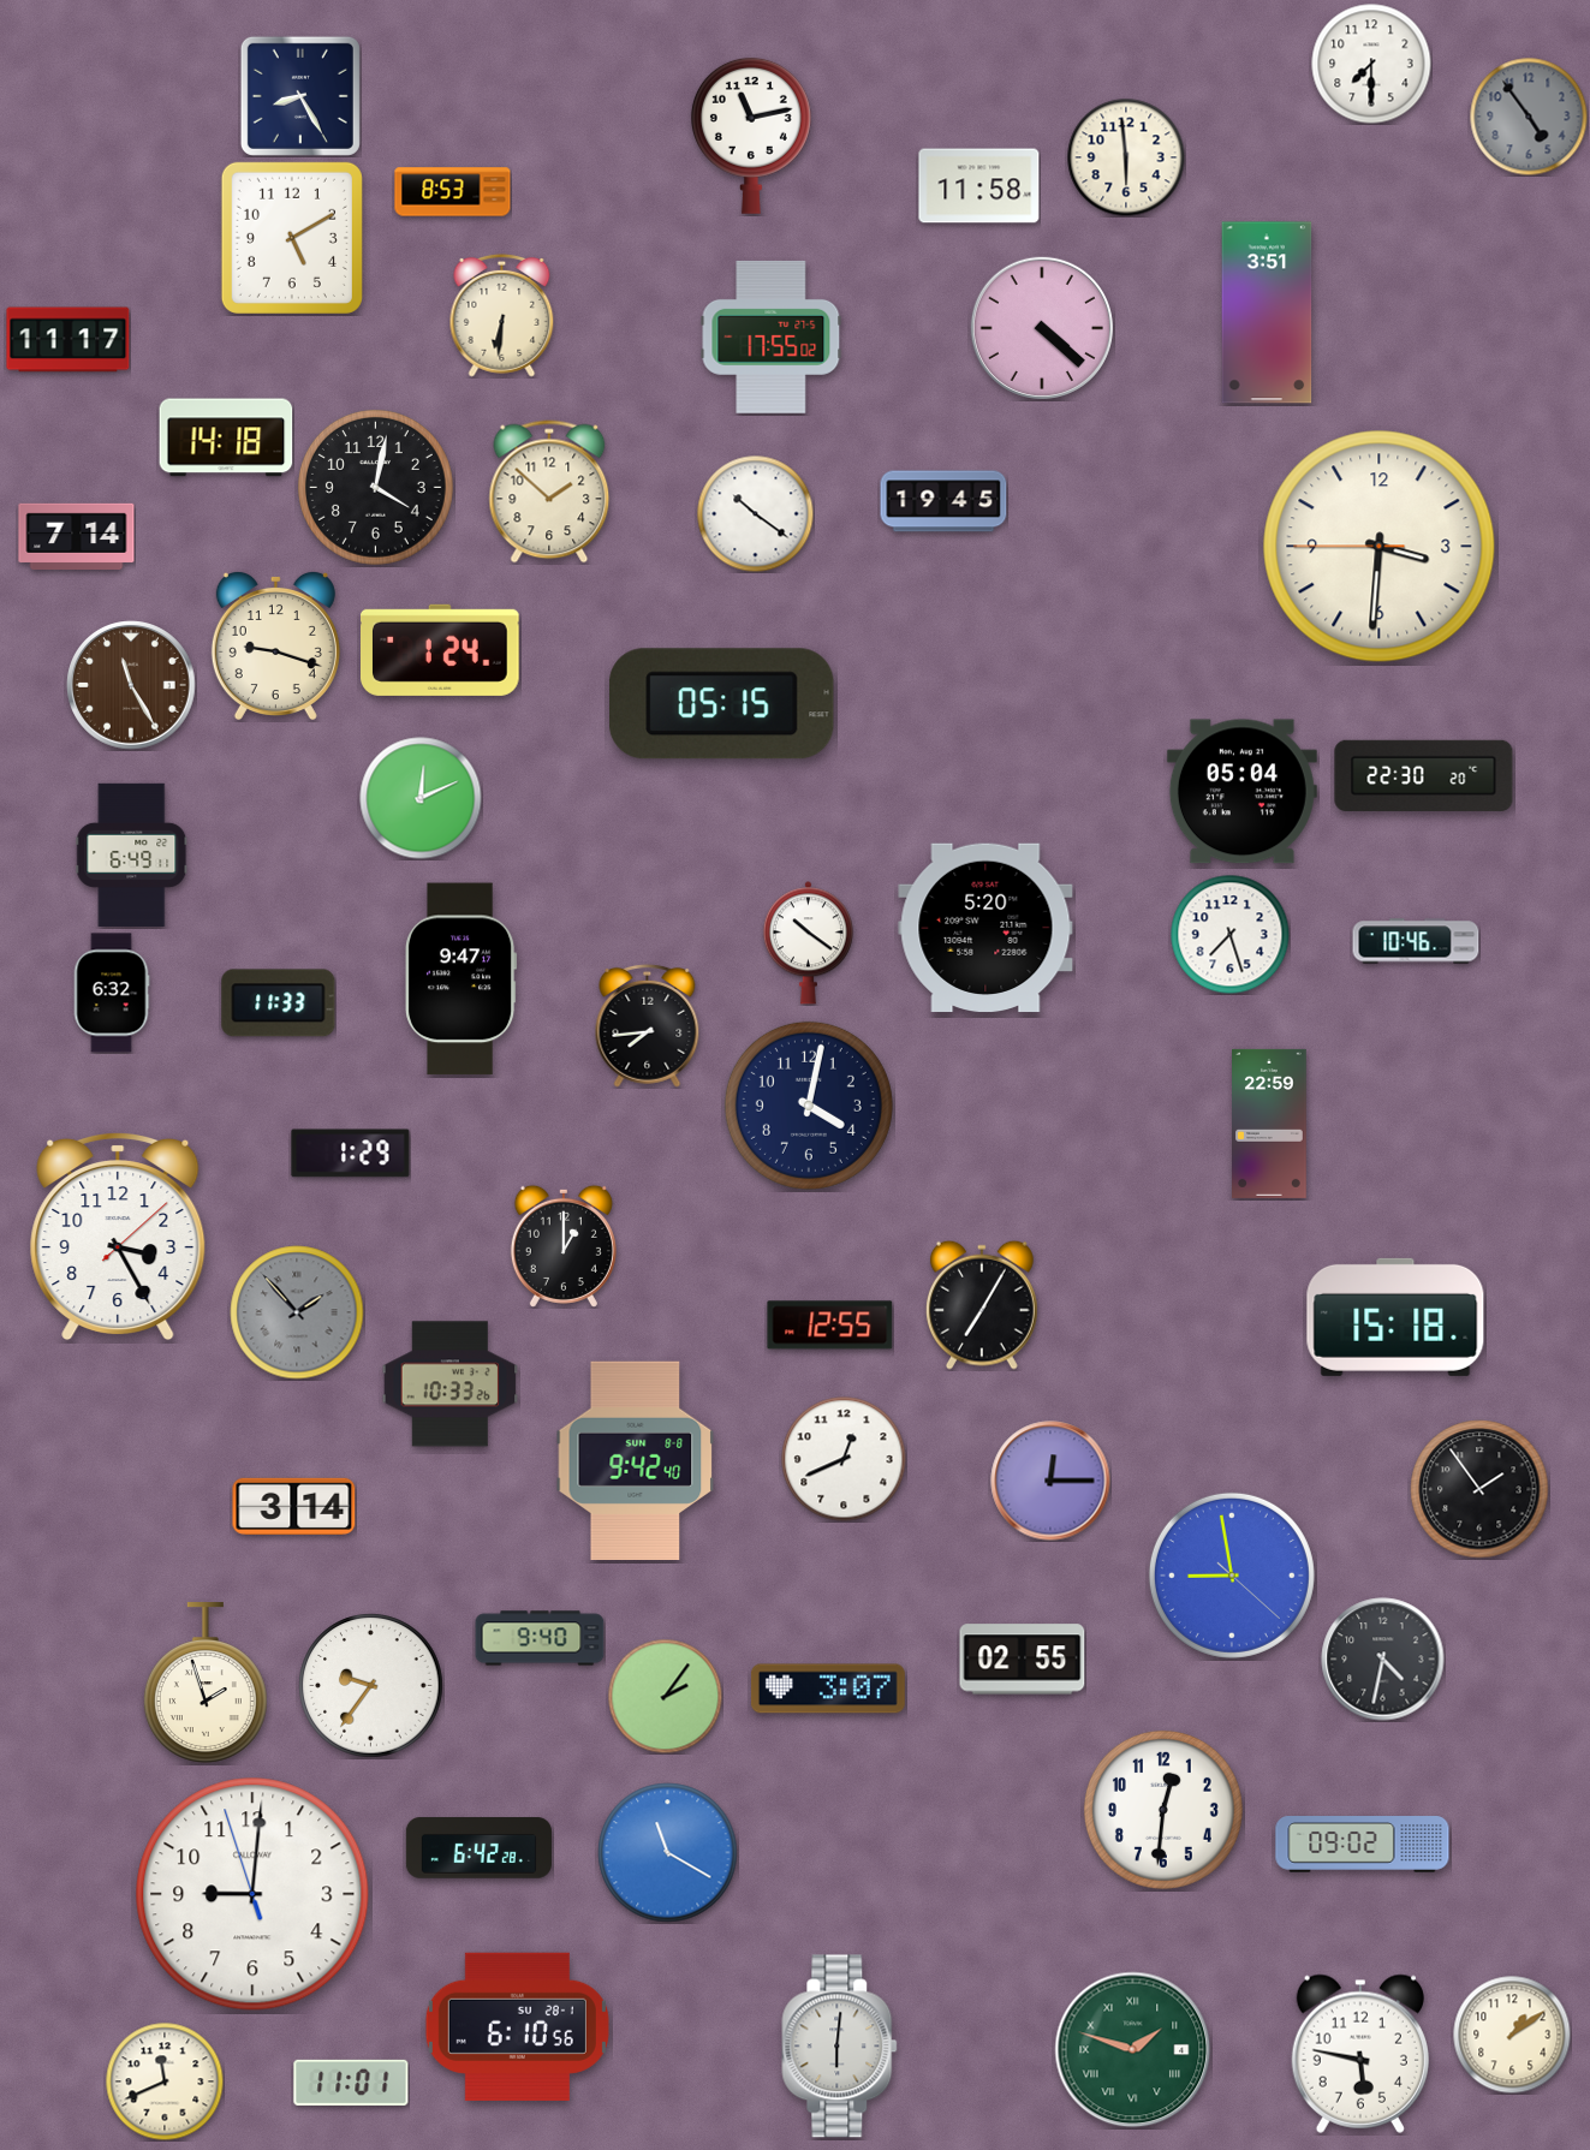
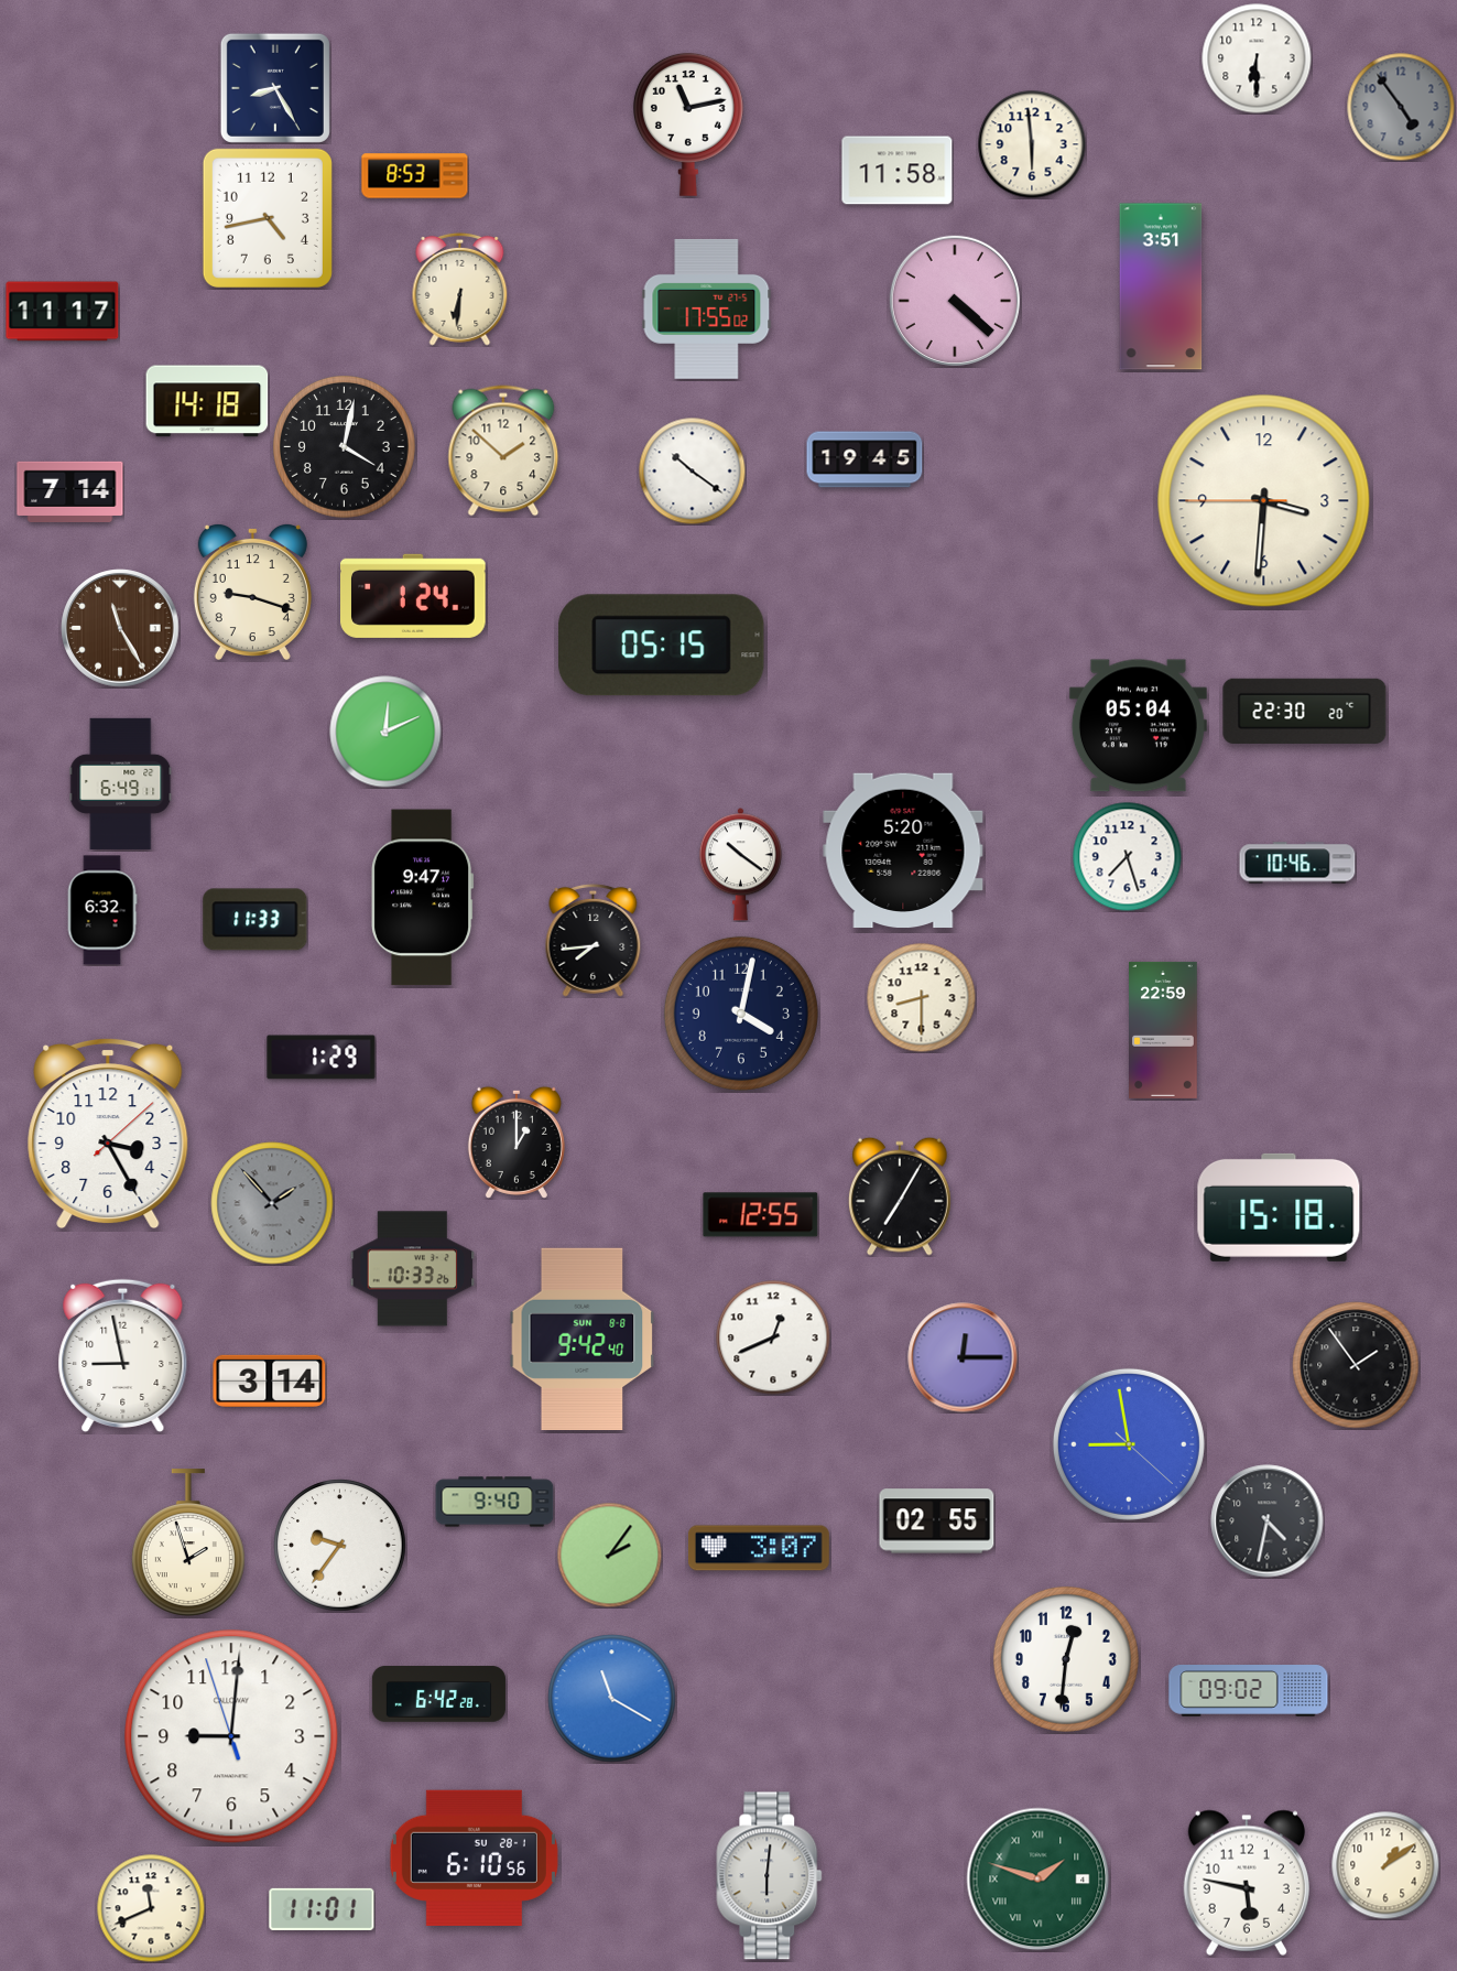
clock at (1371, 64): 7:30 -> 6:30
clock at (292, 238): 5:10 -> 4:43
clock at (441, 650) position: (441, 650) -> (414, 596)
clock at (922, 998): none -> 8:30
clock at (123, 1355): none -> 8:58
